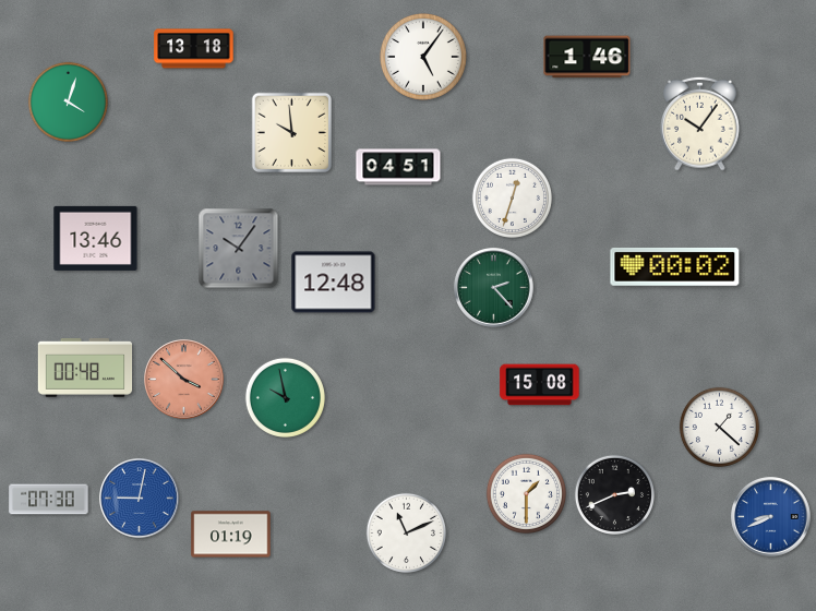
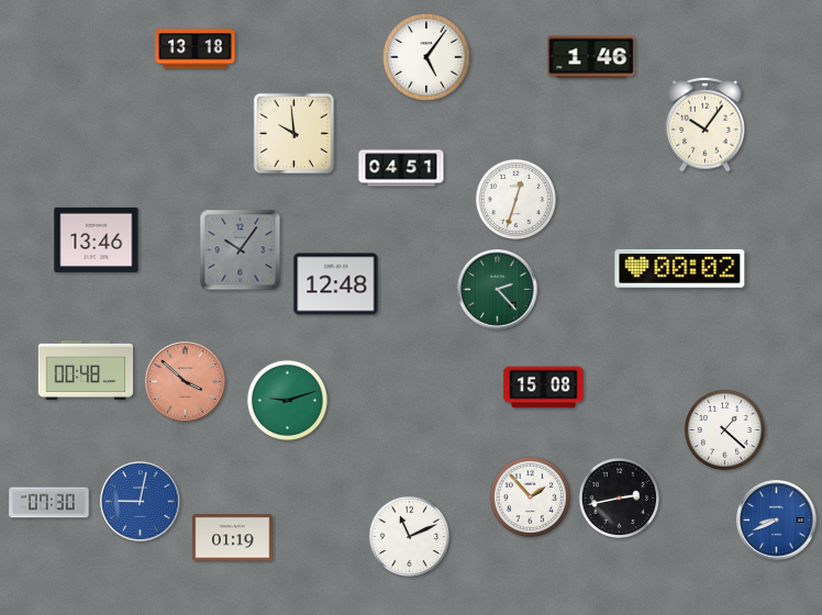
clock at (68, 101): 4:03 -> none
clock at (285, 397): 9:58 -> 9:12
clock at (526, 493): 1:30 -> 1:53
clock at (614, 494): 2:41 -> 2:43
